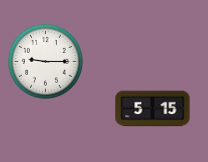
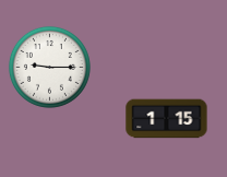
clock at (153, 109): 5:15 -> 1:15
